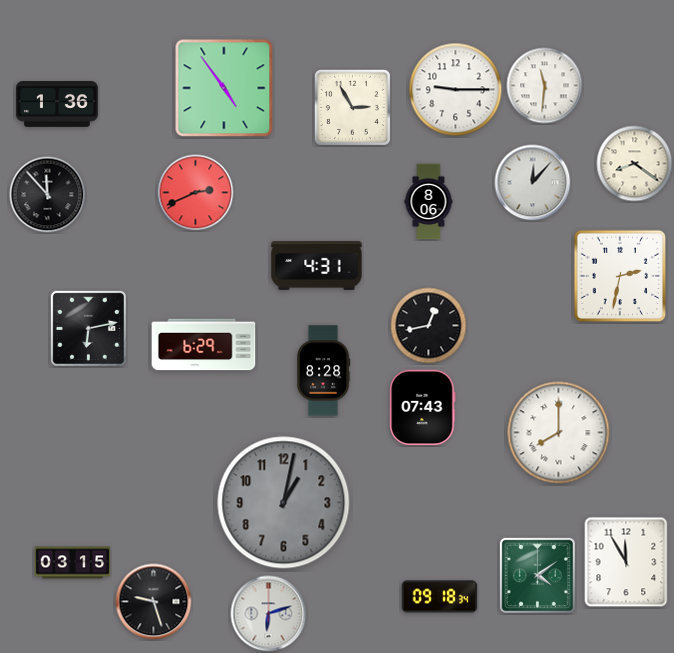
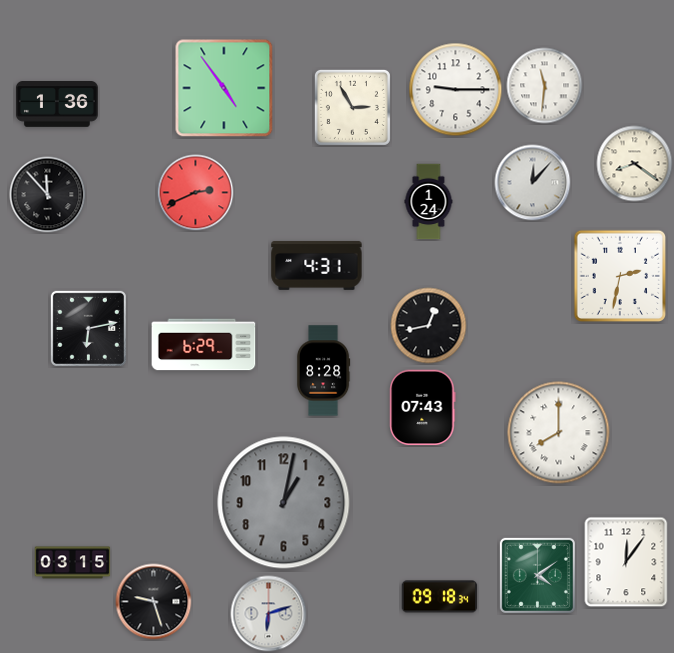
clock at (429, 202): 8:06 -> 1:24
clock at (626, 562): 11:55 -> 12:06
